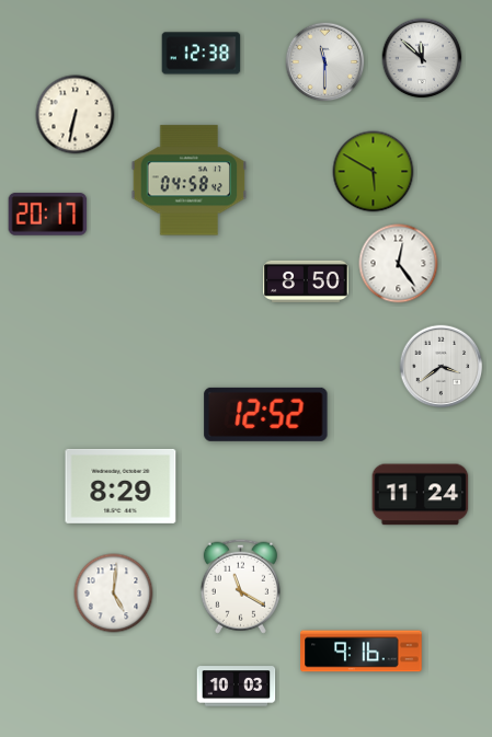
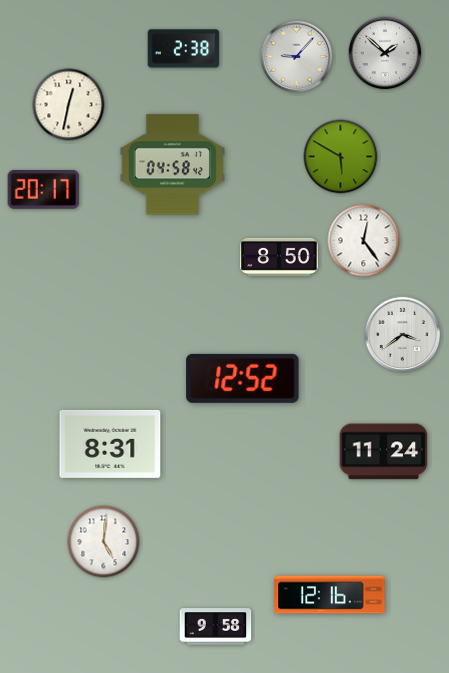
clock at (202, 54): 12:38 -> 2:38
clock at (422, 58): 11:52 -> 1:52
clock at (325, 62): 11:30 -> 9:07
clock at (76, 115): 6:32 -> 12:32
clock at (48, 215) position: (48, 215) -> (44, 190)
clock at (121, 486): 8:29 -> 8:31
clock at (240, 586): 11:20 -> none
clock at (362, 652): 9:16 -> 12:16
clock at (237, 687): 10:03 -> 9:58
